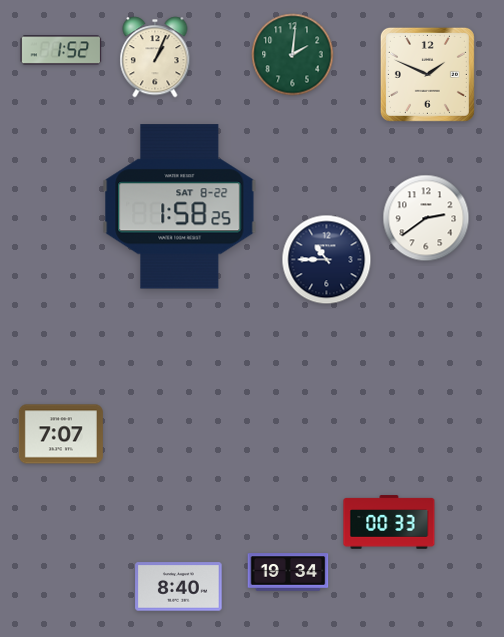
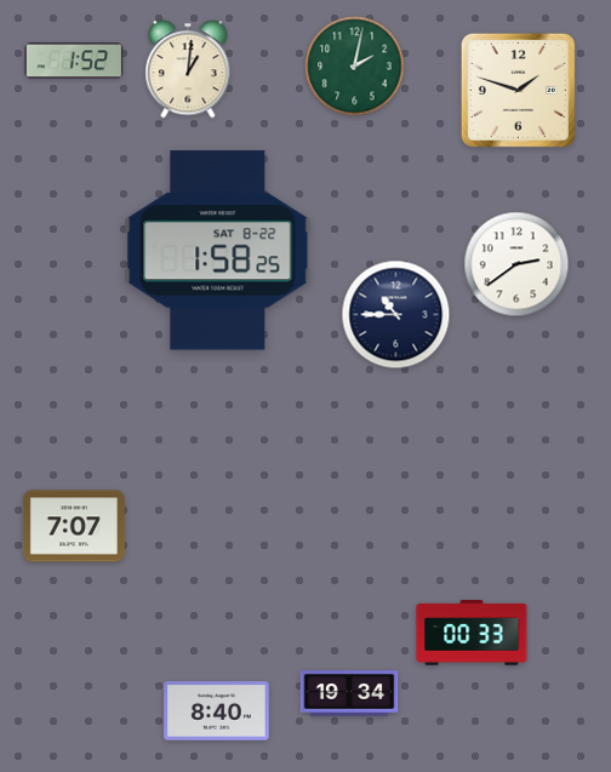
clock at (293, 55): 2:01 -> 2:02
clock at (155, 57): 1:04 -> 1:01
clock at (427, 74): 1:49 -> 1:48
